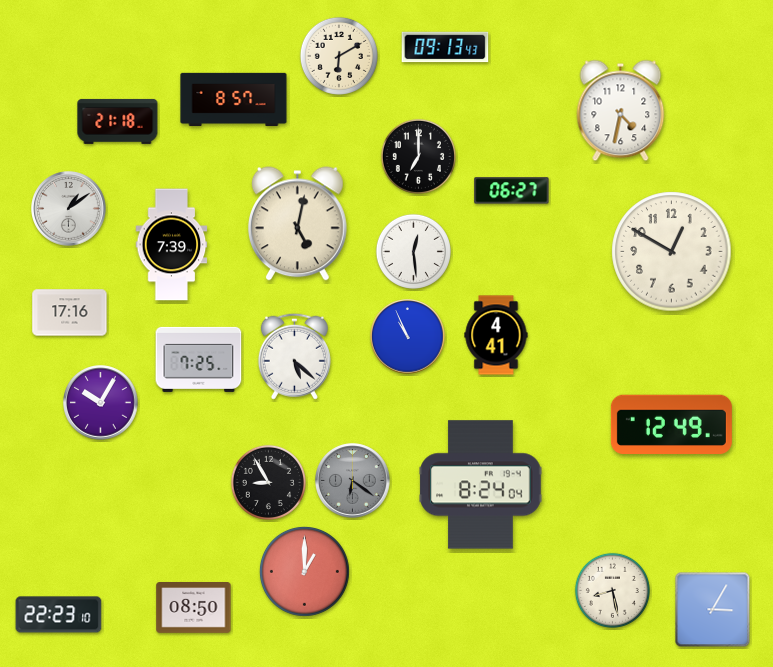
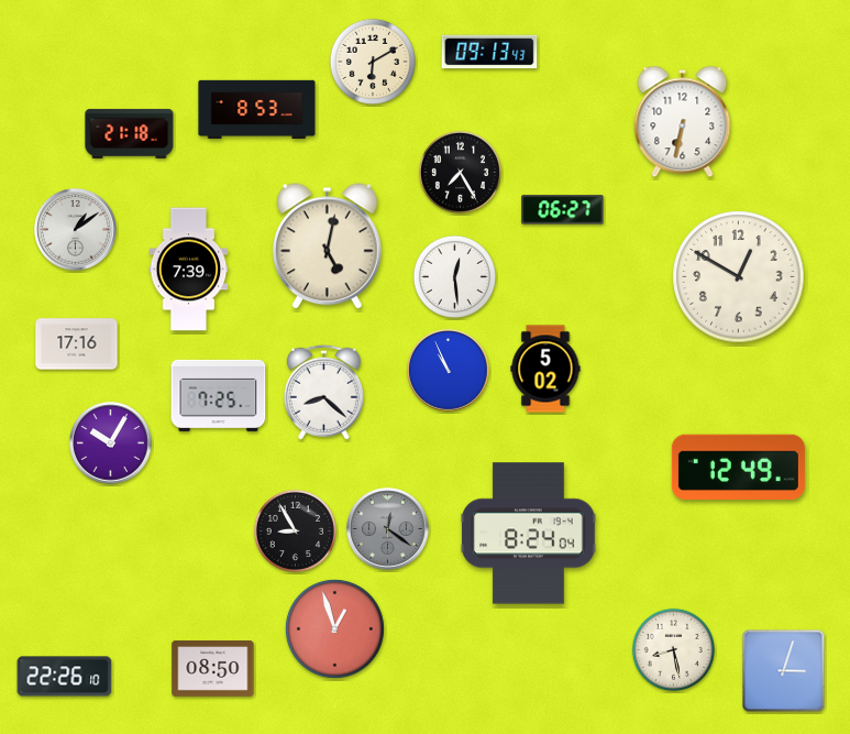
clock at (234, 100): 8:57 -> 8:53
clock at (621, 111): 4:32 -> 6:32
clock at (418, 156): 7:00 -> 7:25
clock at (496, 335): 4:41 -> 5:02
clock at (294, 356): 5:22 -> 8:22
clock at (353, 481): 6:21 -> 12:21
clock at (304, 571): 1:00 -> 12:57
clock at (713, 610): 3:05 -> 3:03
clock at (59, 615): 22:23 -> 22:26
